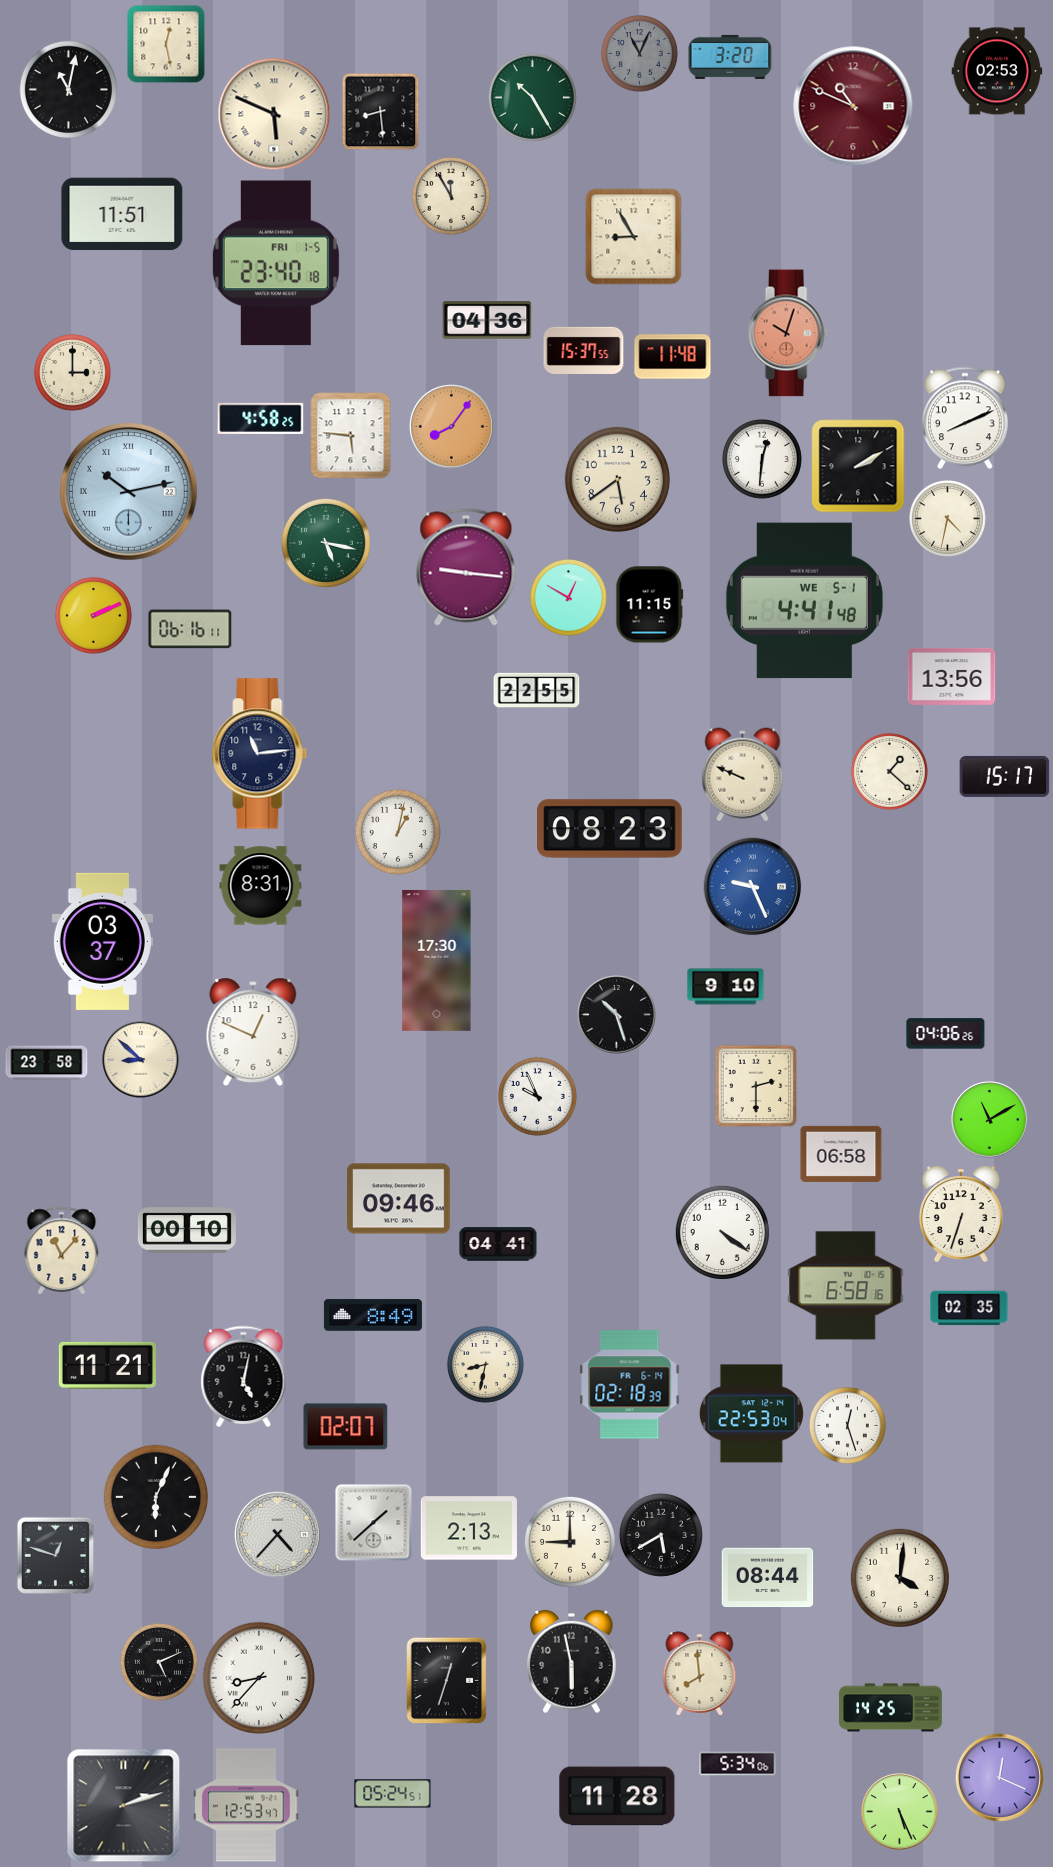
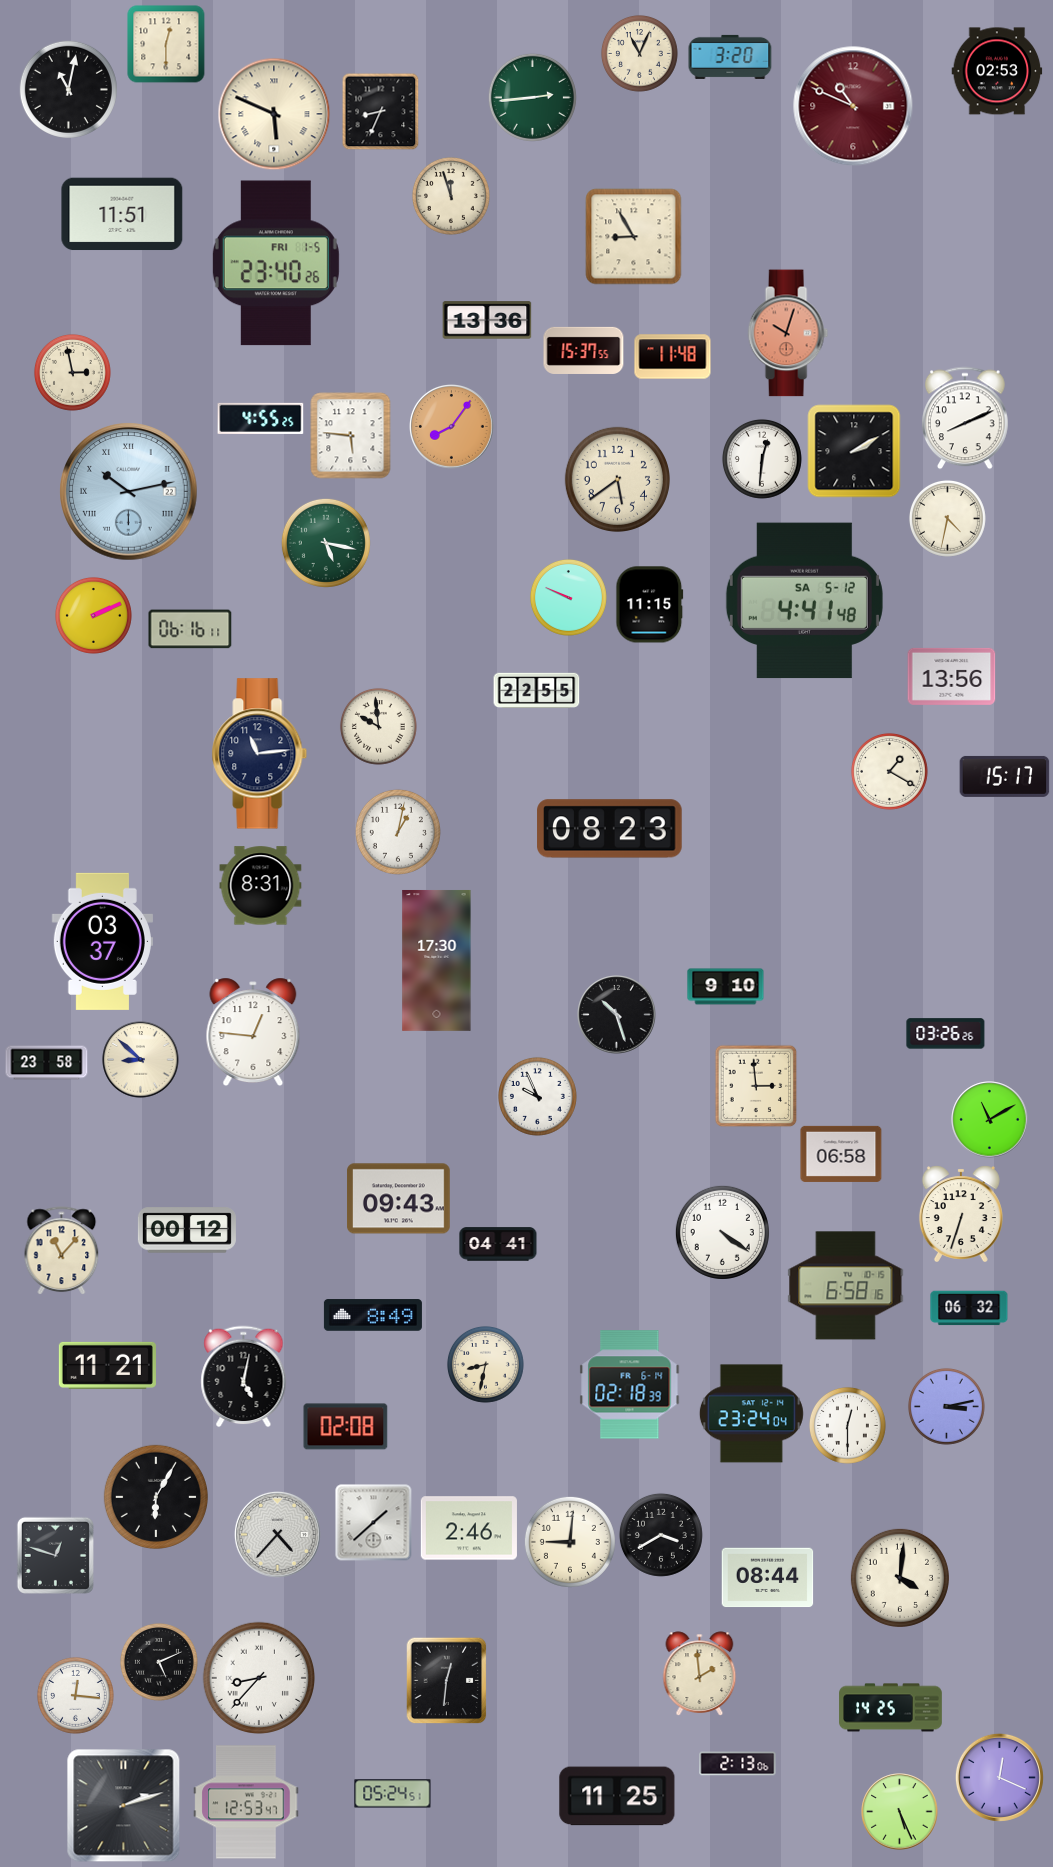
clock at (166, 44): 12:28 -> 12:30
clock at (640, 54) dial: grey -> cream
clock at (532, 97): 10:25 -> 2:44
clock at (380, 111): 8:29 -> 8:34
clock at (451, 196): 11:55 -> 11:57
clock at (276, 263): 23:40:18 -> 23:40:26
clock at (487, 320): 04:36 -> 13:36
clock at (73, 373): 3:00 -> 2:58
clock at (261, 418): 4:58 -> 4:55
clock at (858, 466) position: (858, 466) -> (854, 451)
clock at (466, 567): 9:16 -> none
clock at (569, 598): 12:50 -> 9:49
clock at (804, 601) date: WE 5-1 -> SA 5-12
clock at (379, 727): none -> 9:59
clock at (890, 772): 1:22 -> 1:20
clock at (743, 775): 9:49 -> none
clock at (753, 887): 9:26 -> none
clock at (253, 1032): 12:49 -> 12:46
clock at (946, 1034): 04:06 -> 03:26
clock at (756, 1086): 2:30 -> 2:59
clock at (399, 1199): 09:46 -> 09:43
clock at (187, 1230): 00:10 -> 00:12
clock at (969, 1308): 02:35 -> 06:32
clock at (947, 1407): none -> 3:13
clock at (751, 1414): 22:53 -> 23:24
clock at (848, 1426): 12:27 -> 12:30
clock at (346, 1427): 02:07 -> 02:08
clock at (156, 1497): 6:04 -> 6:05
clock at (469, 1528): 2:13 -> 2:46
clock at (661, 1535): 5:40 -> 3:40
clock at (570, 1542): 9:00 -> 9:01
clock at (572, 1662): 5:58 -> none
clock at (700, 1674): 7:59 -> 1:59
clock at (447, 1680): 12:33 -> 12:31
clock at (76, 1696): none -> 12:16
clock at (738, 1764): 5:34 -> 2:13
clock at (617, 1796): 11:28 -> 11:25
clock at (246, 1805) position: (246, 1805) -> (246, 1802)
